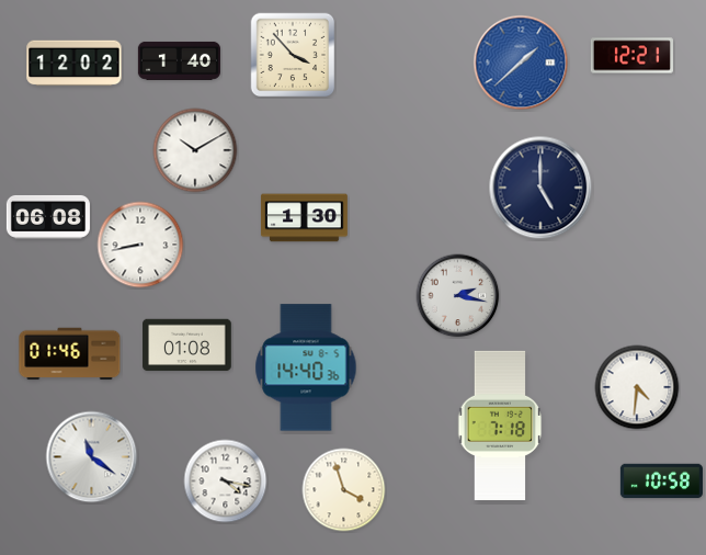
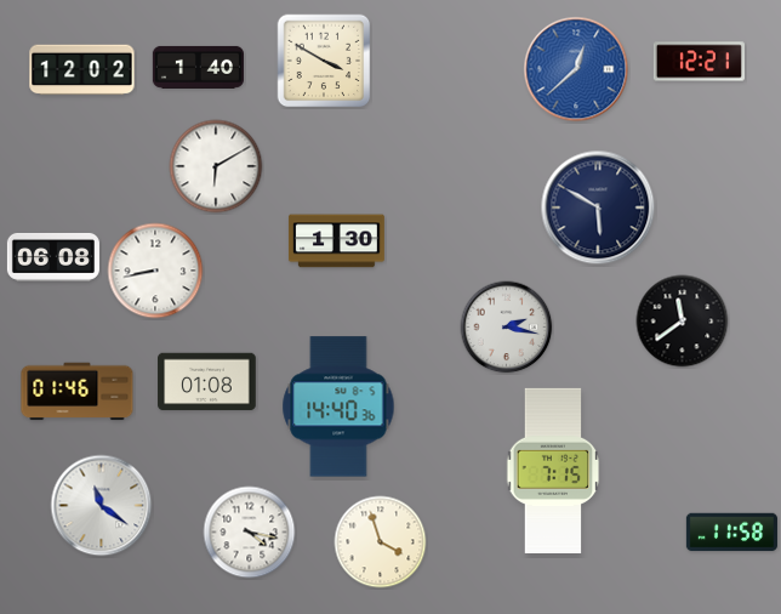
clock at (293, 55): 3:53 -> 3:50
clock at (521, 63): 1:38 -> 12:38
clock at (195, 150): 10:10 -> 6:10
clock at (540, 188): 5:00 -> 5:50
clock at (48, 217) position: (48, 217) -> (53, 257)
clock at (683, 322): none -> 11:39
clock at (637, 387): 4:31 -> none
clock at (500, 426): 7:18 -> 7:15
clock at (661, 482): 10:58 -> 11:58
